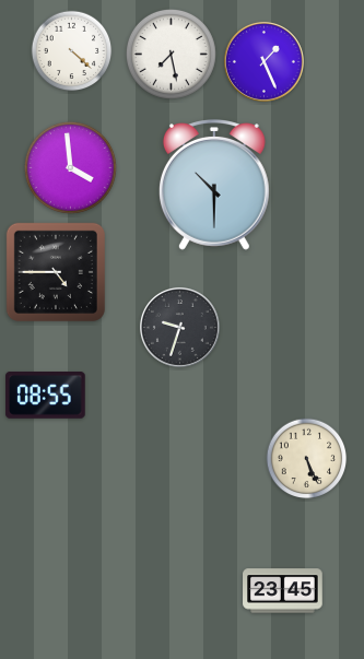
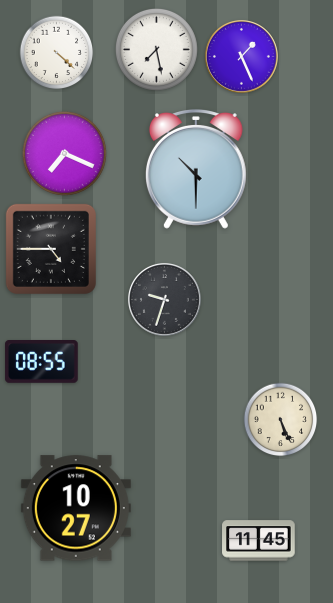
clock at (72, 51) position: (72, 51) -> (57, 53)
clock at (71, 168): 3:59 -> 7:19
clock at (76, 508): none -> 10:27
clock at (283, 591): 23:45 -> 11:45
